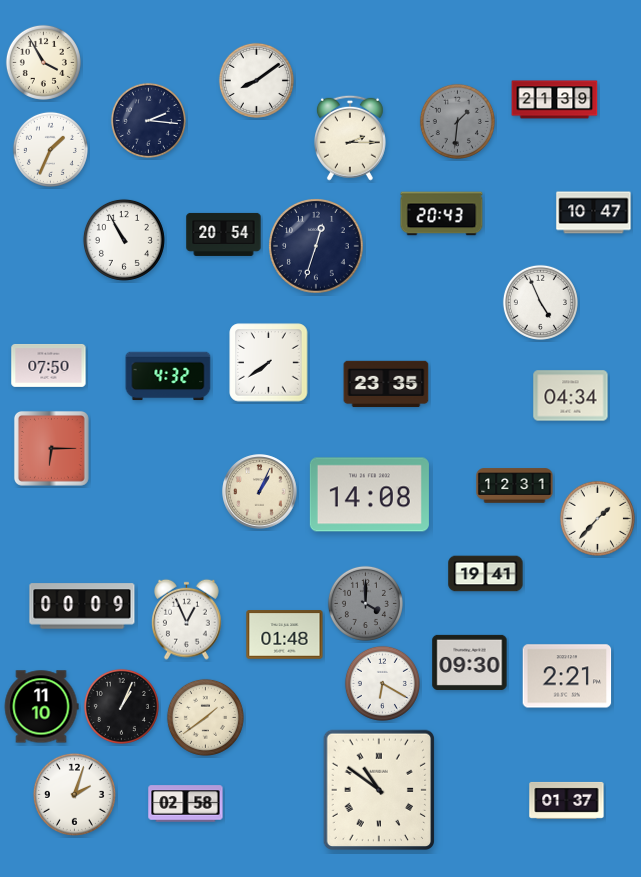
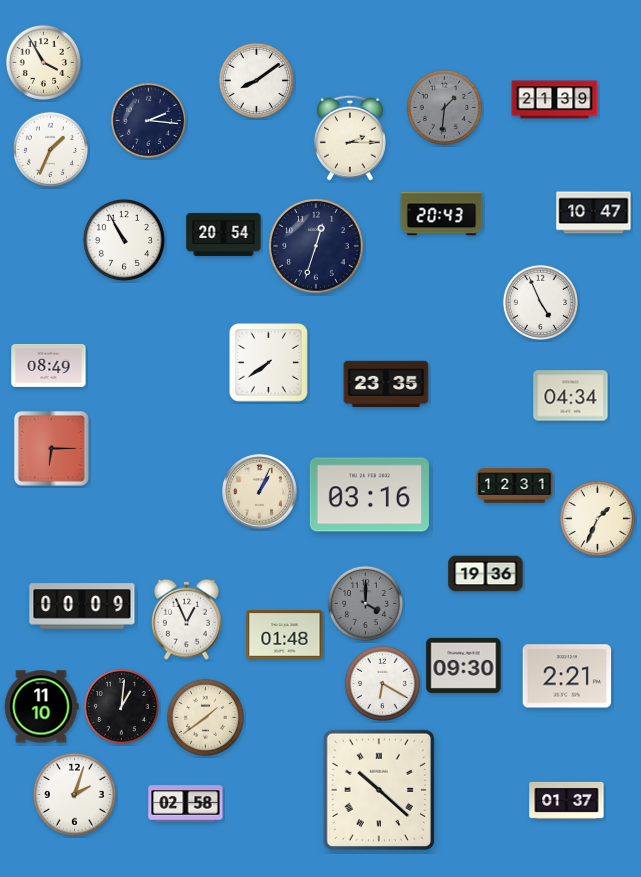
clock at (457, 121) position: (457, 121) -> (444, 107)
clock at (49, 365): 07:50 -> 08:49
clock at (168, 376): 4:32 -> none
clock at (369, 495): 14:08 -> 03:16
clock at (597, 518): 1:37 -> 1:34
clock at (486, 574): 19:41 -> 19:36
clock at (470, 662) position: (470, 662) -> (464, 665)
clock at (121, 706): 1:04 -> 1:01
clock at (378, 790): 10:51 -> 10:22
